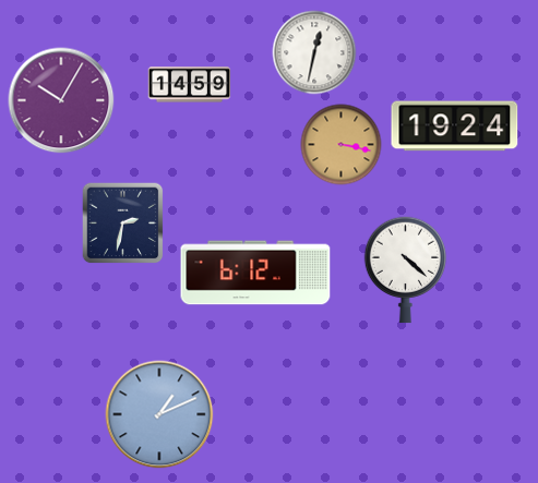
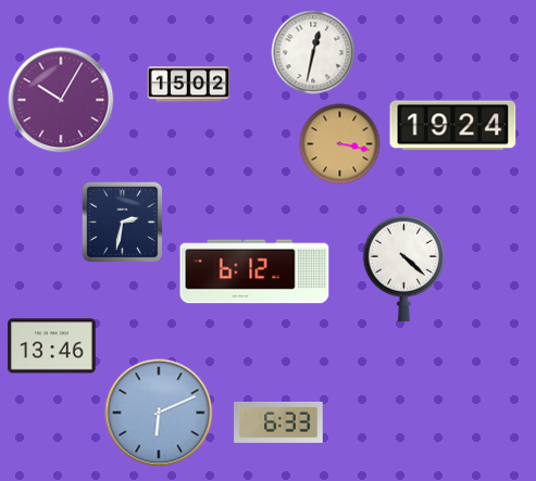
clock at (190, 85): 14:59 -> 15:02
clock at (52, 346): none -> 13:46
clock at (159, 414): 1:11 -> 6:11
clock at (278, 422): none -> 6:33
